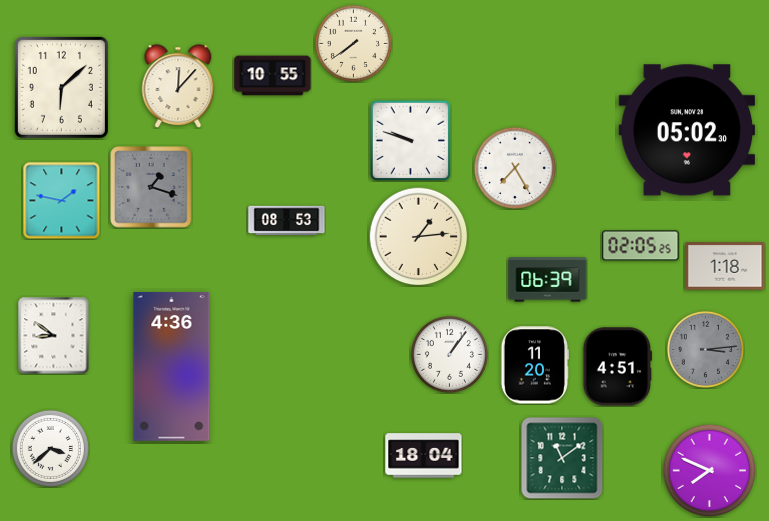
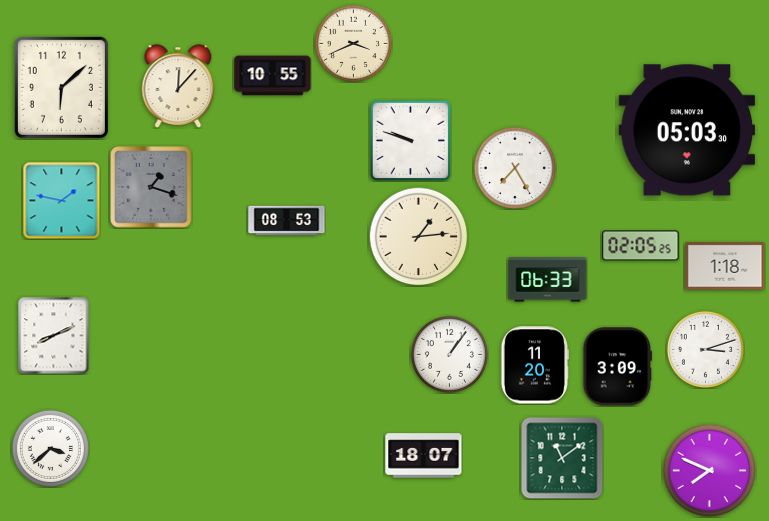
clock at (353, 43): 7:39 -> 3:41
clock at (687, 130): 05:02 -> 05:03
clock at (548, 280): 06:39 -> 06:33
clock at (54, 335): 8:51 -> 8:11
clock at (705, 349): 3:14 -> 3:12
clock at (705, 349) dial: grey -> white
clock at (172, 366): 4:36 -> none
clock at (617, 367): 4:51 -> 3:09
clock at (424, 456): 18:04 -> 18:07
